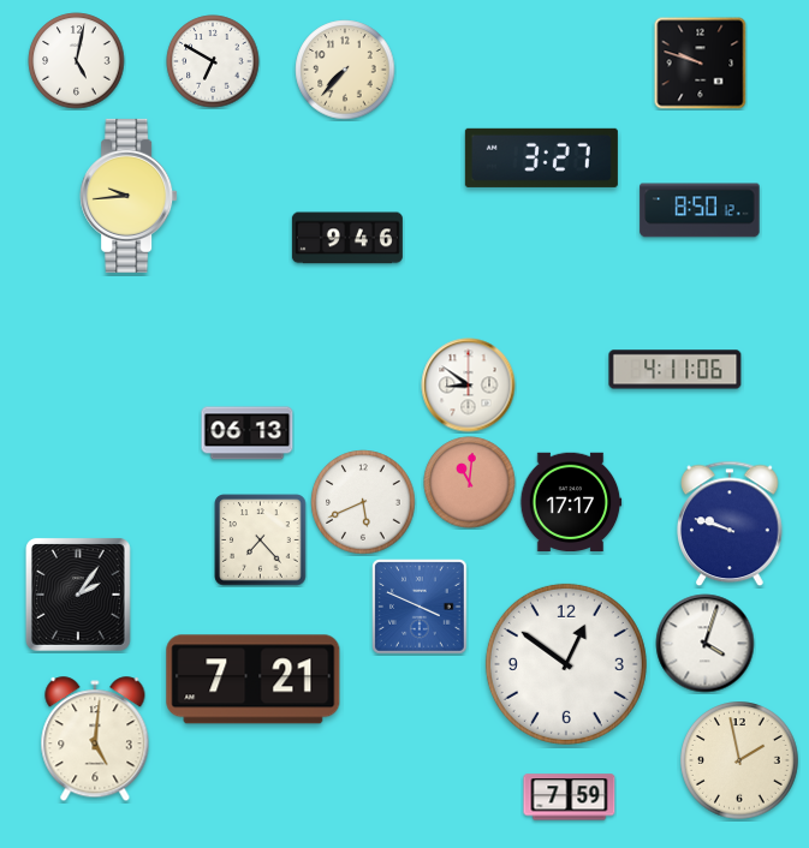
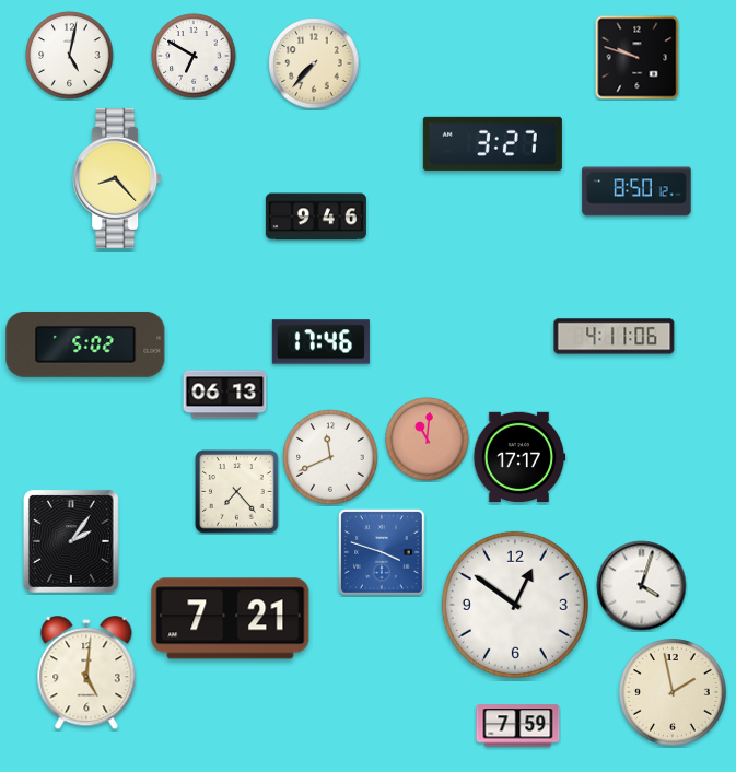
clock at (129, 196): 9:44 -> 8:23
clock at (320, 342): none -> 17:46
clock at (85, 344): none -> 5:02
clock at (469, 386): 8:51 -> none
clock at (363, 502): 5:41 -> 11:41
clock at (731, 524): 9:48 -> none
clock at (421, 608): 3:49 -> 3:48
